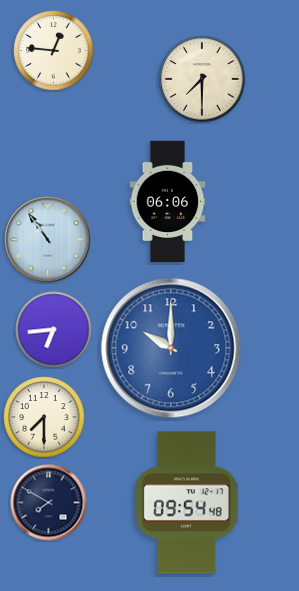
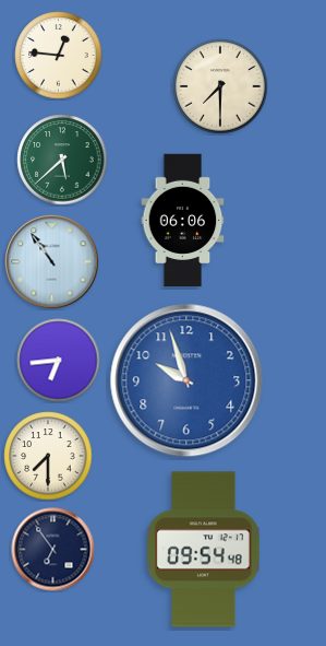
clock at (62, 160): none -> 5:38
clock at (171, 348): 10:00 -> 9:57
clock at (49, 503): 7:50 -> 6:54
